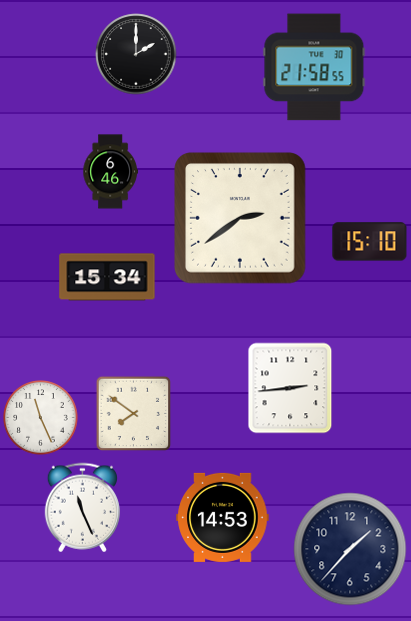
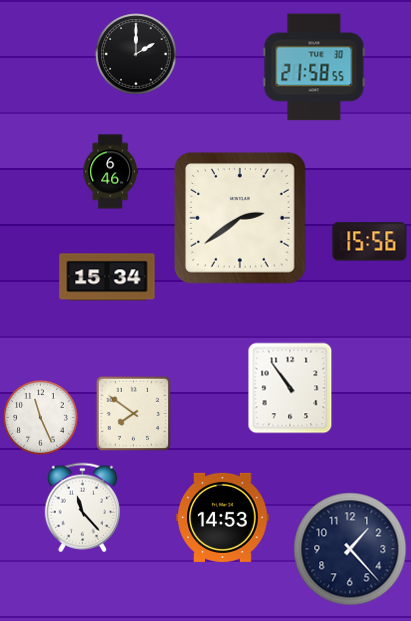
clock at (370, 242): 15:10 -> 15:56
clock at (290, 388): 2:44 -> 10:54
clock at (82, 508): 11:26 -> 11:23
clock at (350, 549): 1:37 -> 1:23
